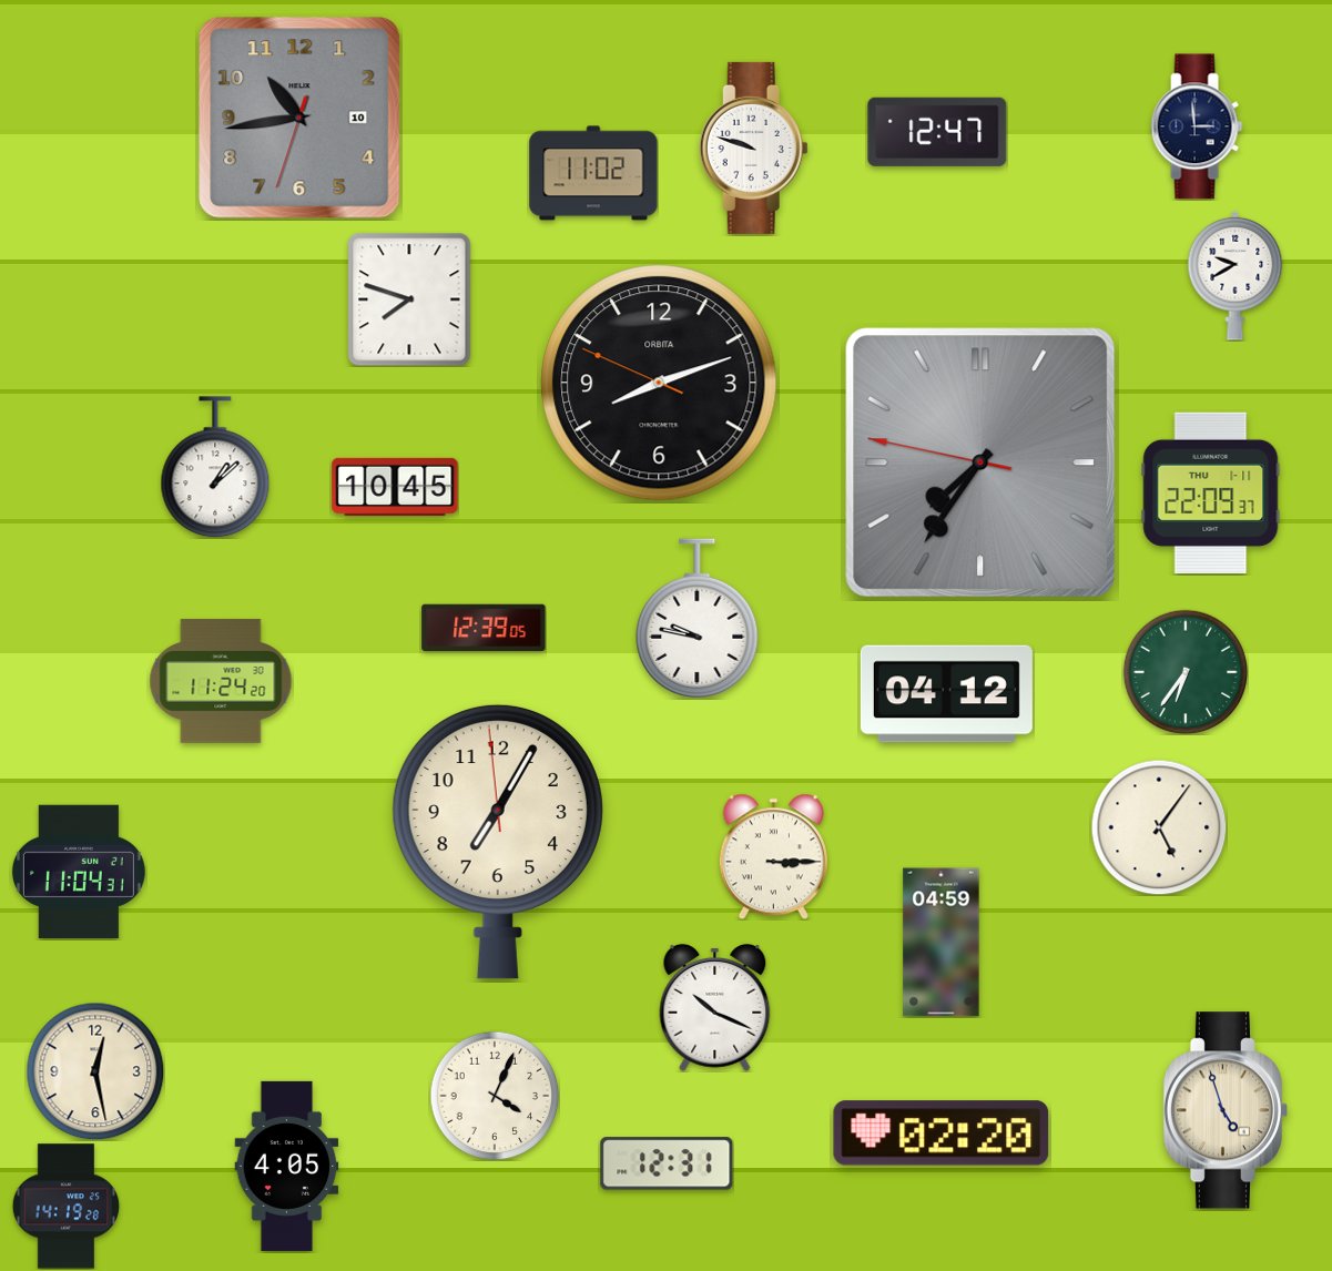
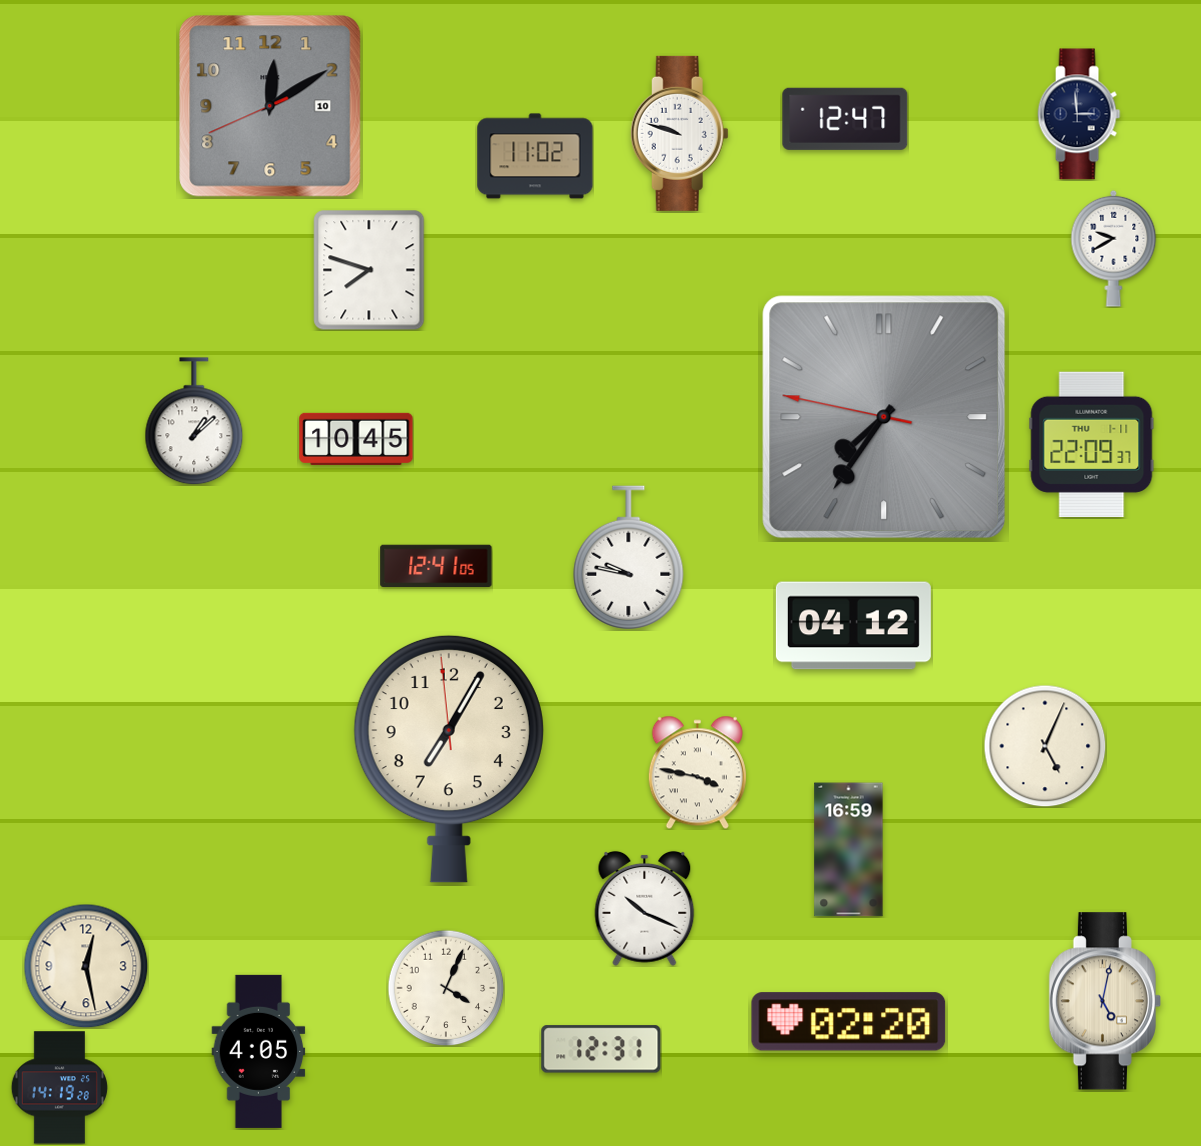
clock at (299, 118): 10:43 -> 12:09
clock at (659, 383): 8:11 -> none
clock at (484, 628): 12:39 -> 12:41
clock at (1186, 672): 6:36 -> none
clock at (221, 681): 11:24 -> none
clock at (1159, 827): 5:06 -> 5:04
clock at (773, 856): 3:15 -> 3:47
clock at (79, 871): 11:04 -> none
clock at (942, 943): 04:59 -> 16:59
clock at (1224, 1110): 4:57 -> 5:02
